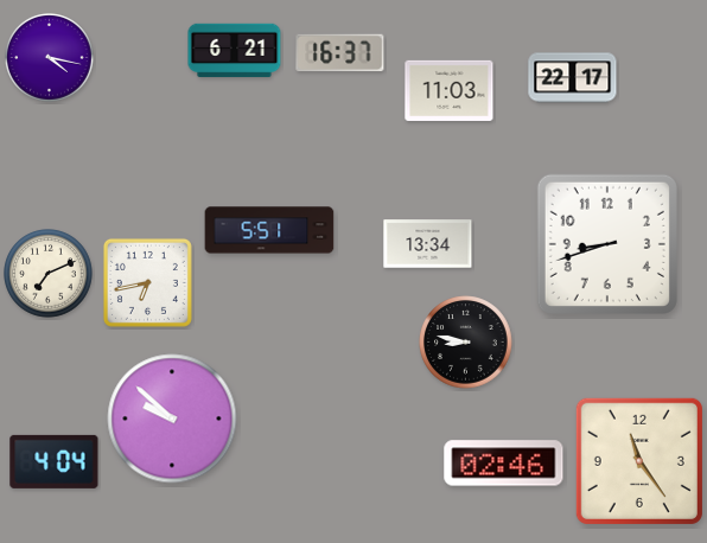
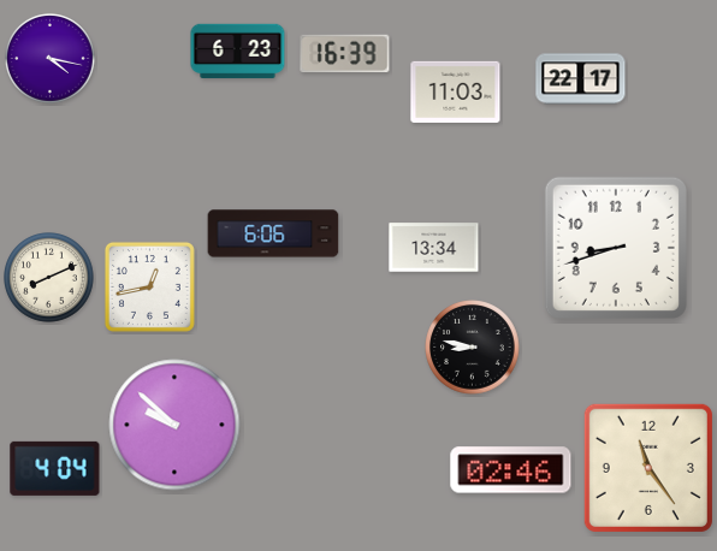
clock at (235, 51): 6:21 -> 6:23
clock at (340, 53): 16:37 -> 16:39
clock at (269, 230): 5:51 -> 6:06
clock at (49, 274): 7:11 -> 8:11
clock at (147, 282): 6:43 -> 12:43
